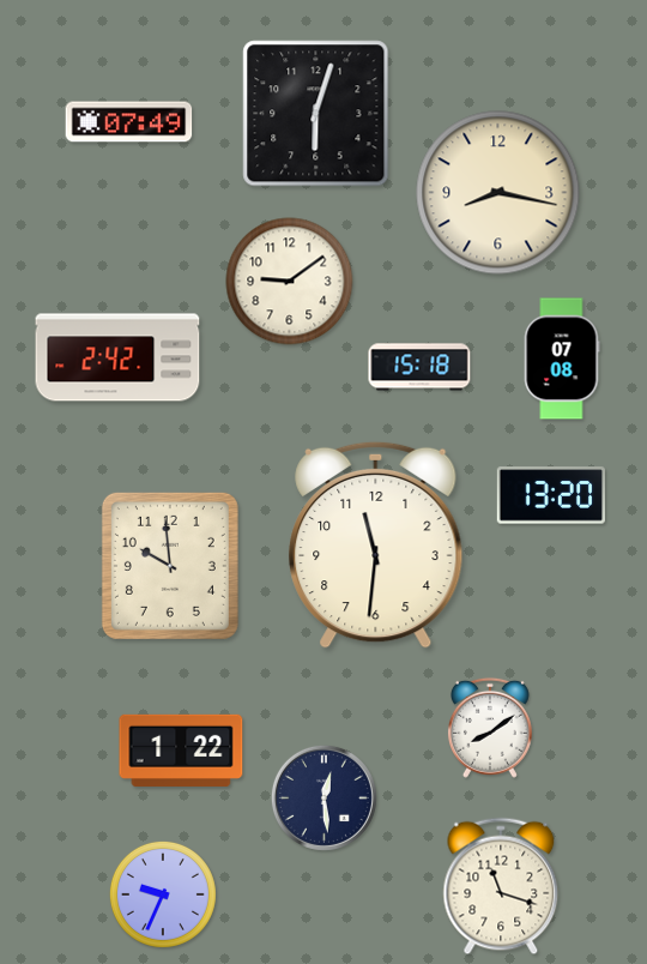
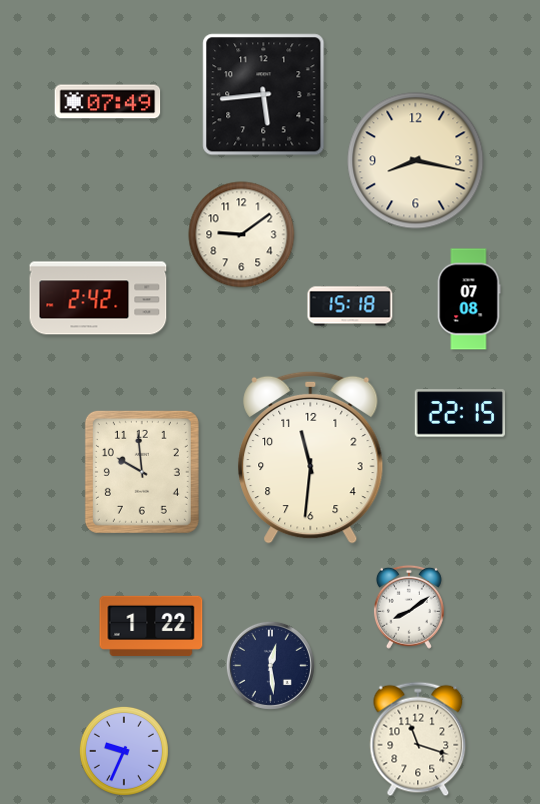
clock at (316, 114): 6:03 -> 5:44
clock at (550, 495): 13:20 -> 22:15
clock at (376, 544) position: (376, 544) -> (311, 457)
clock at (163, 894) position: (163, 894) -> (124, 751)
